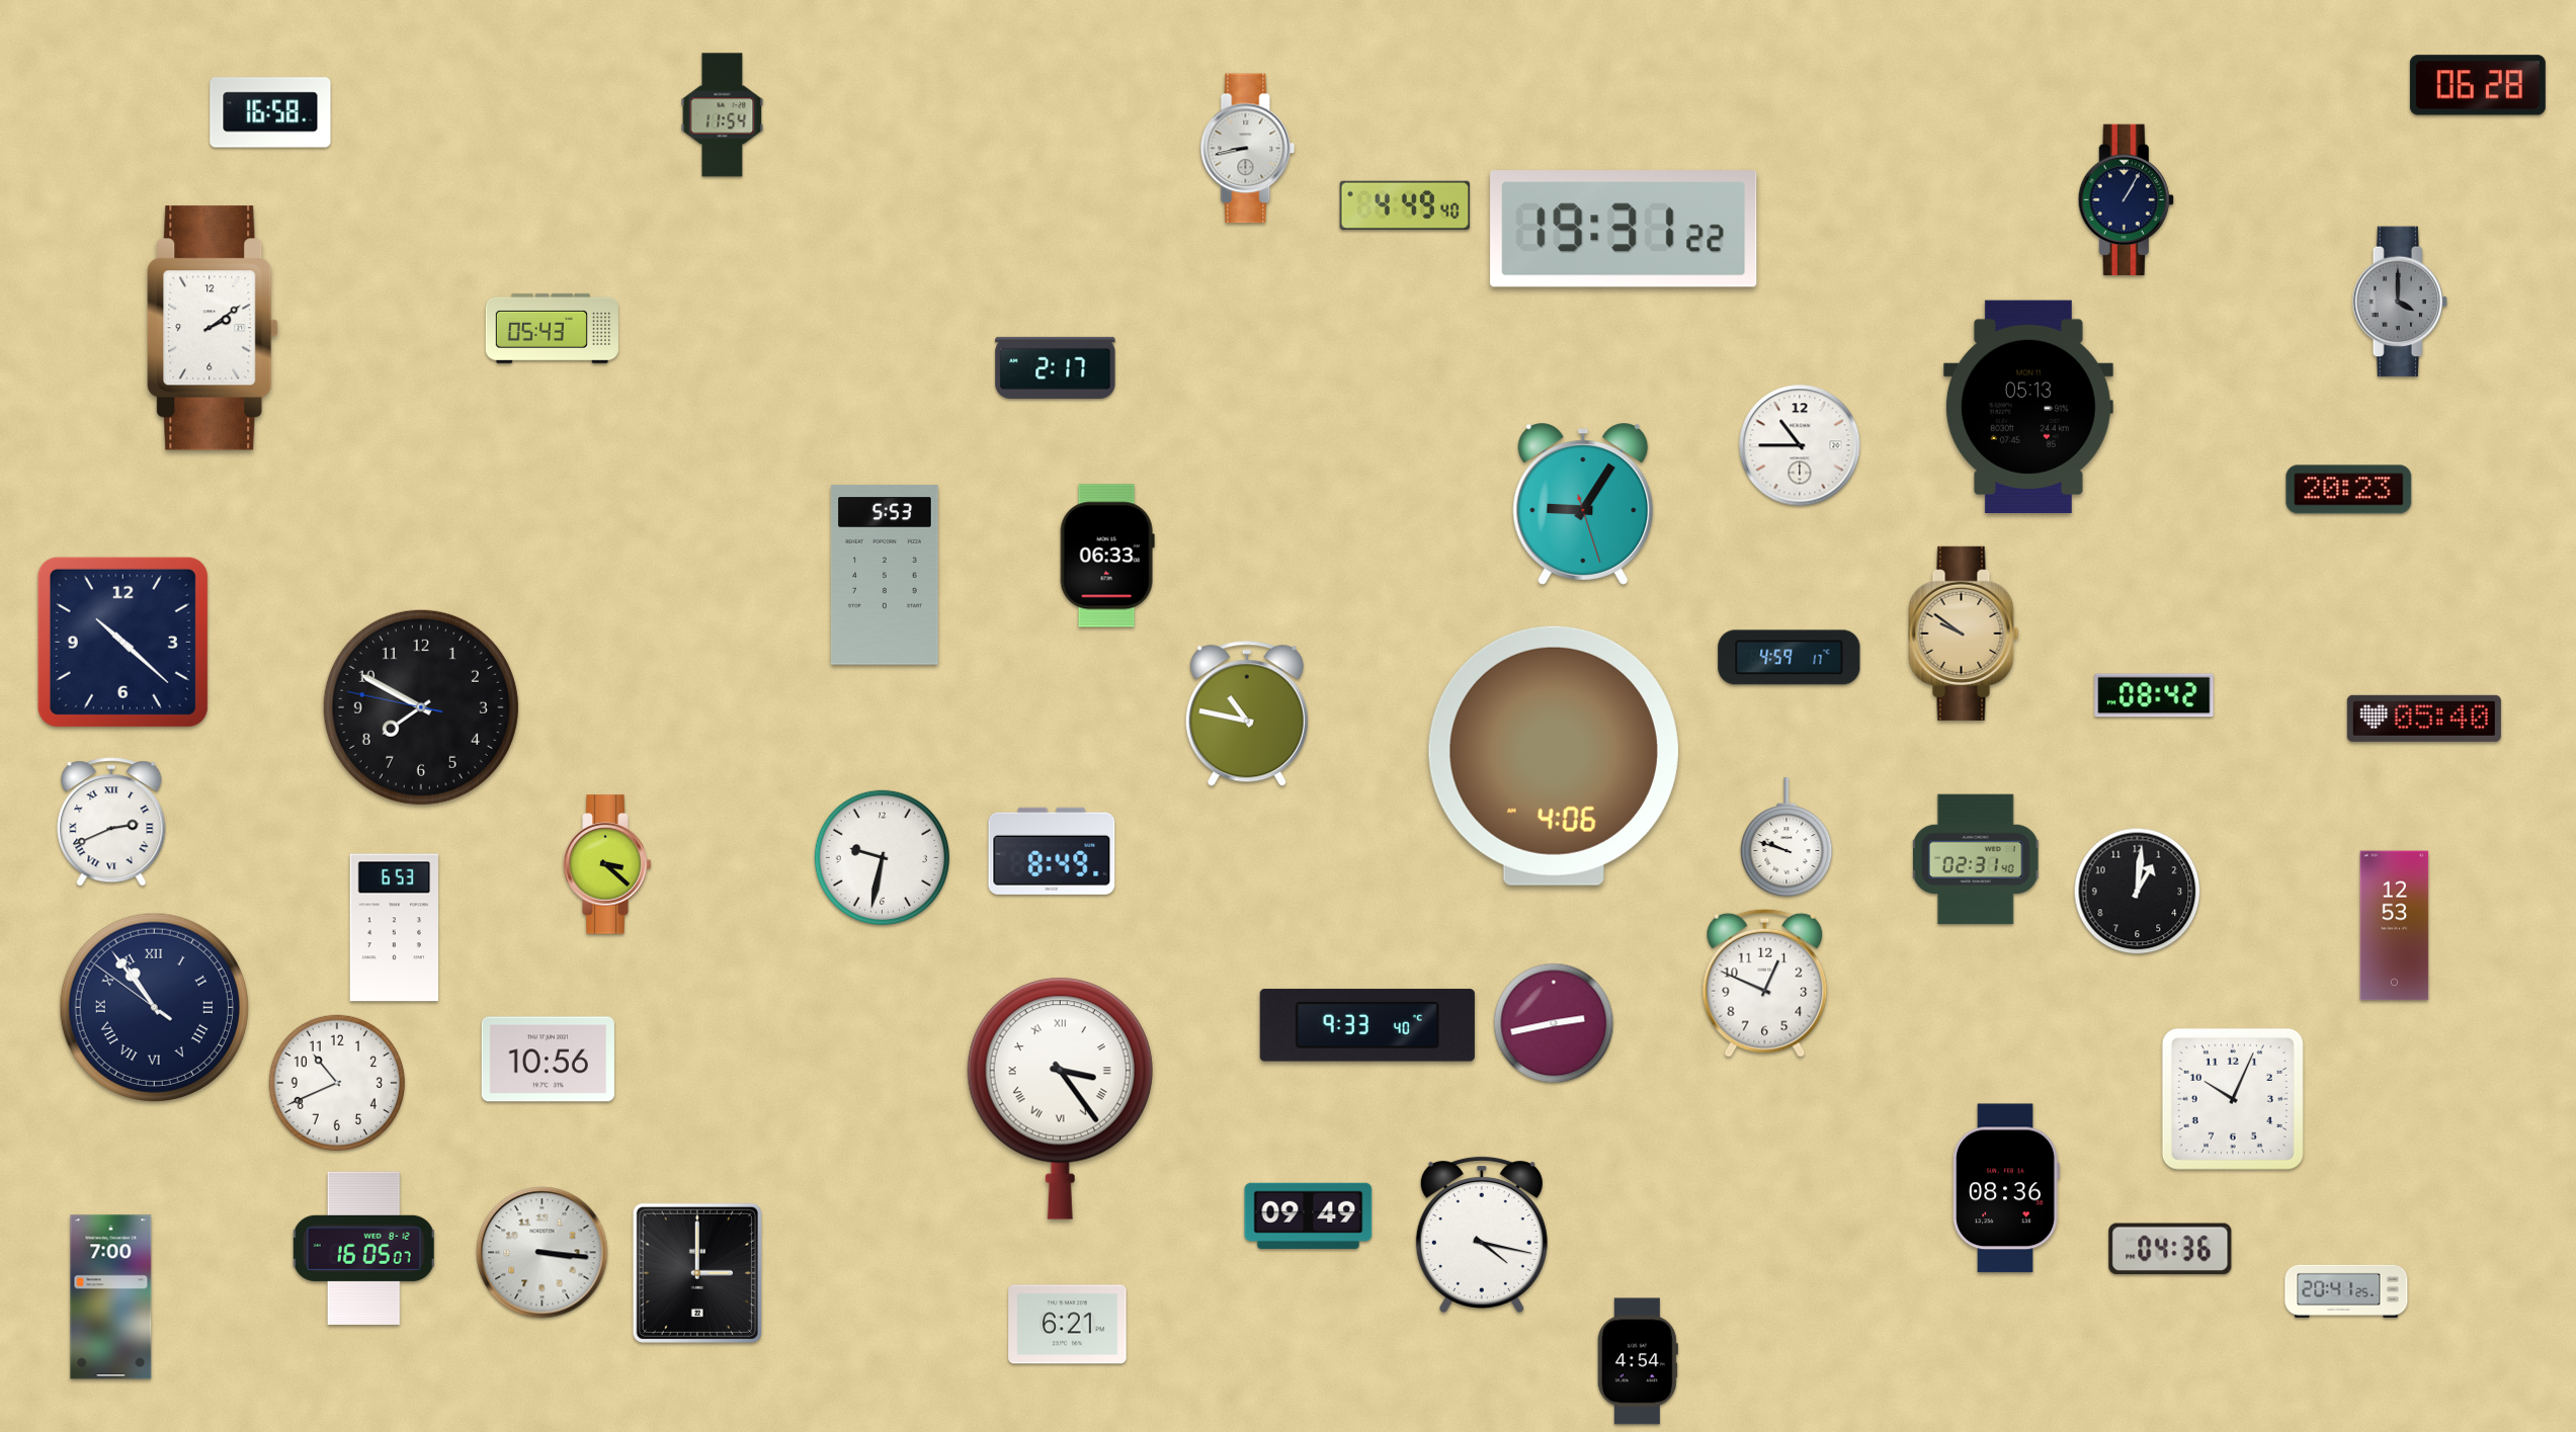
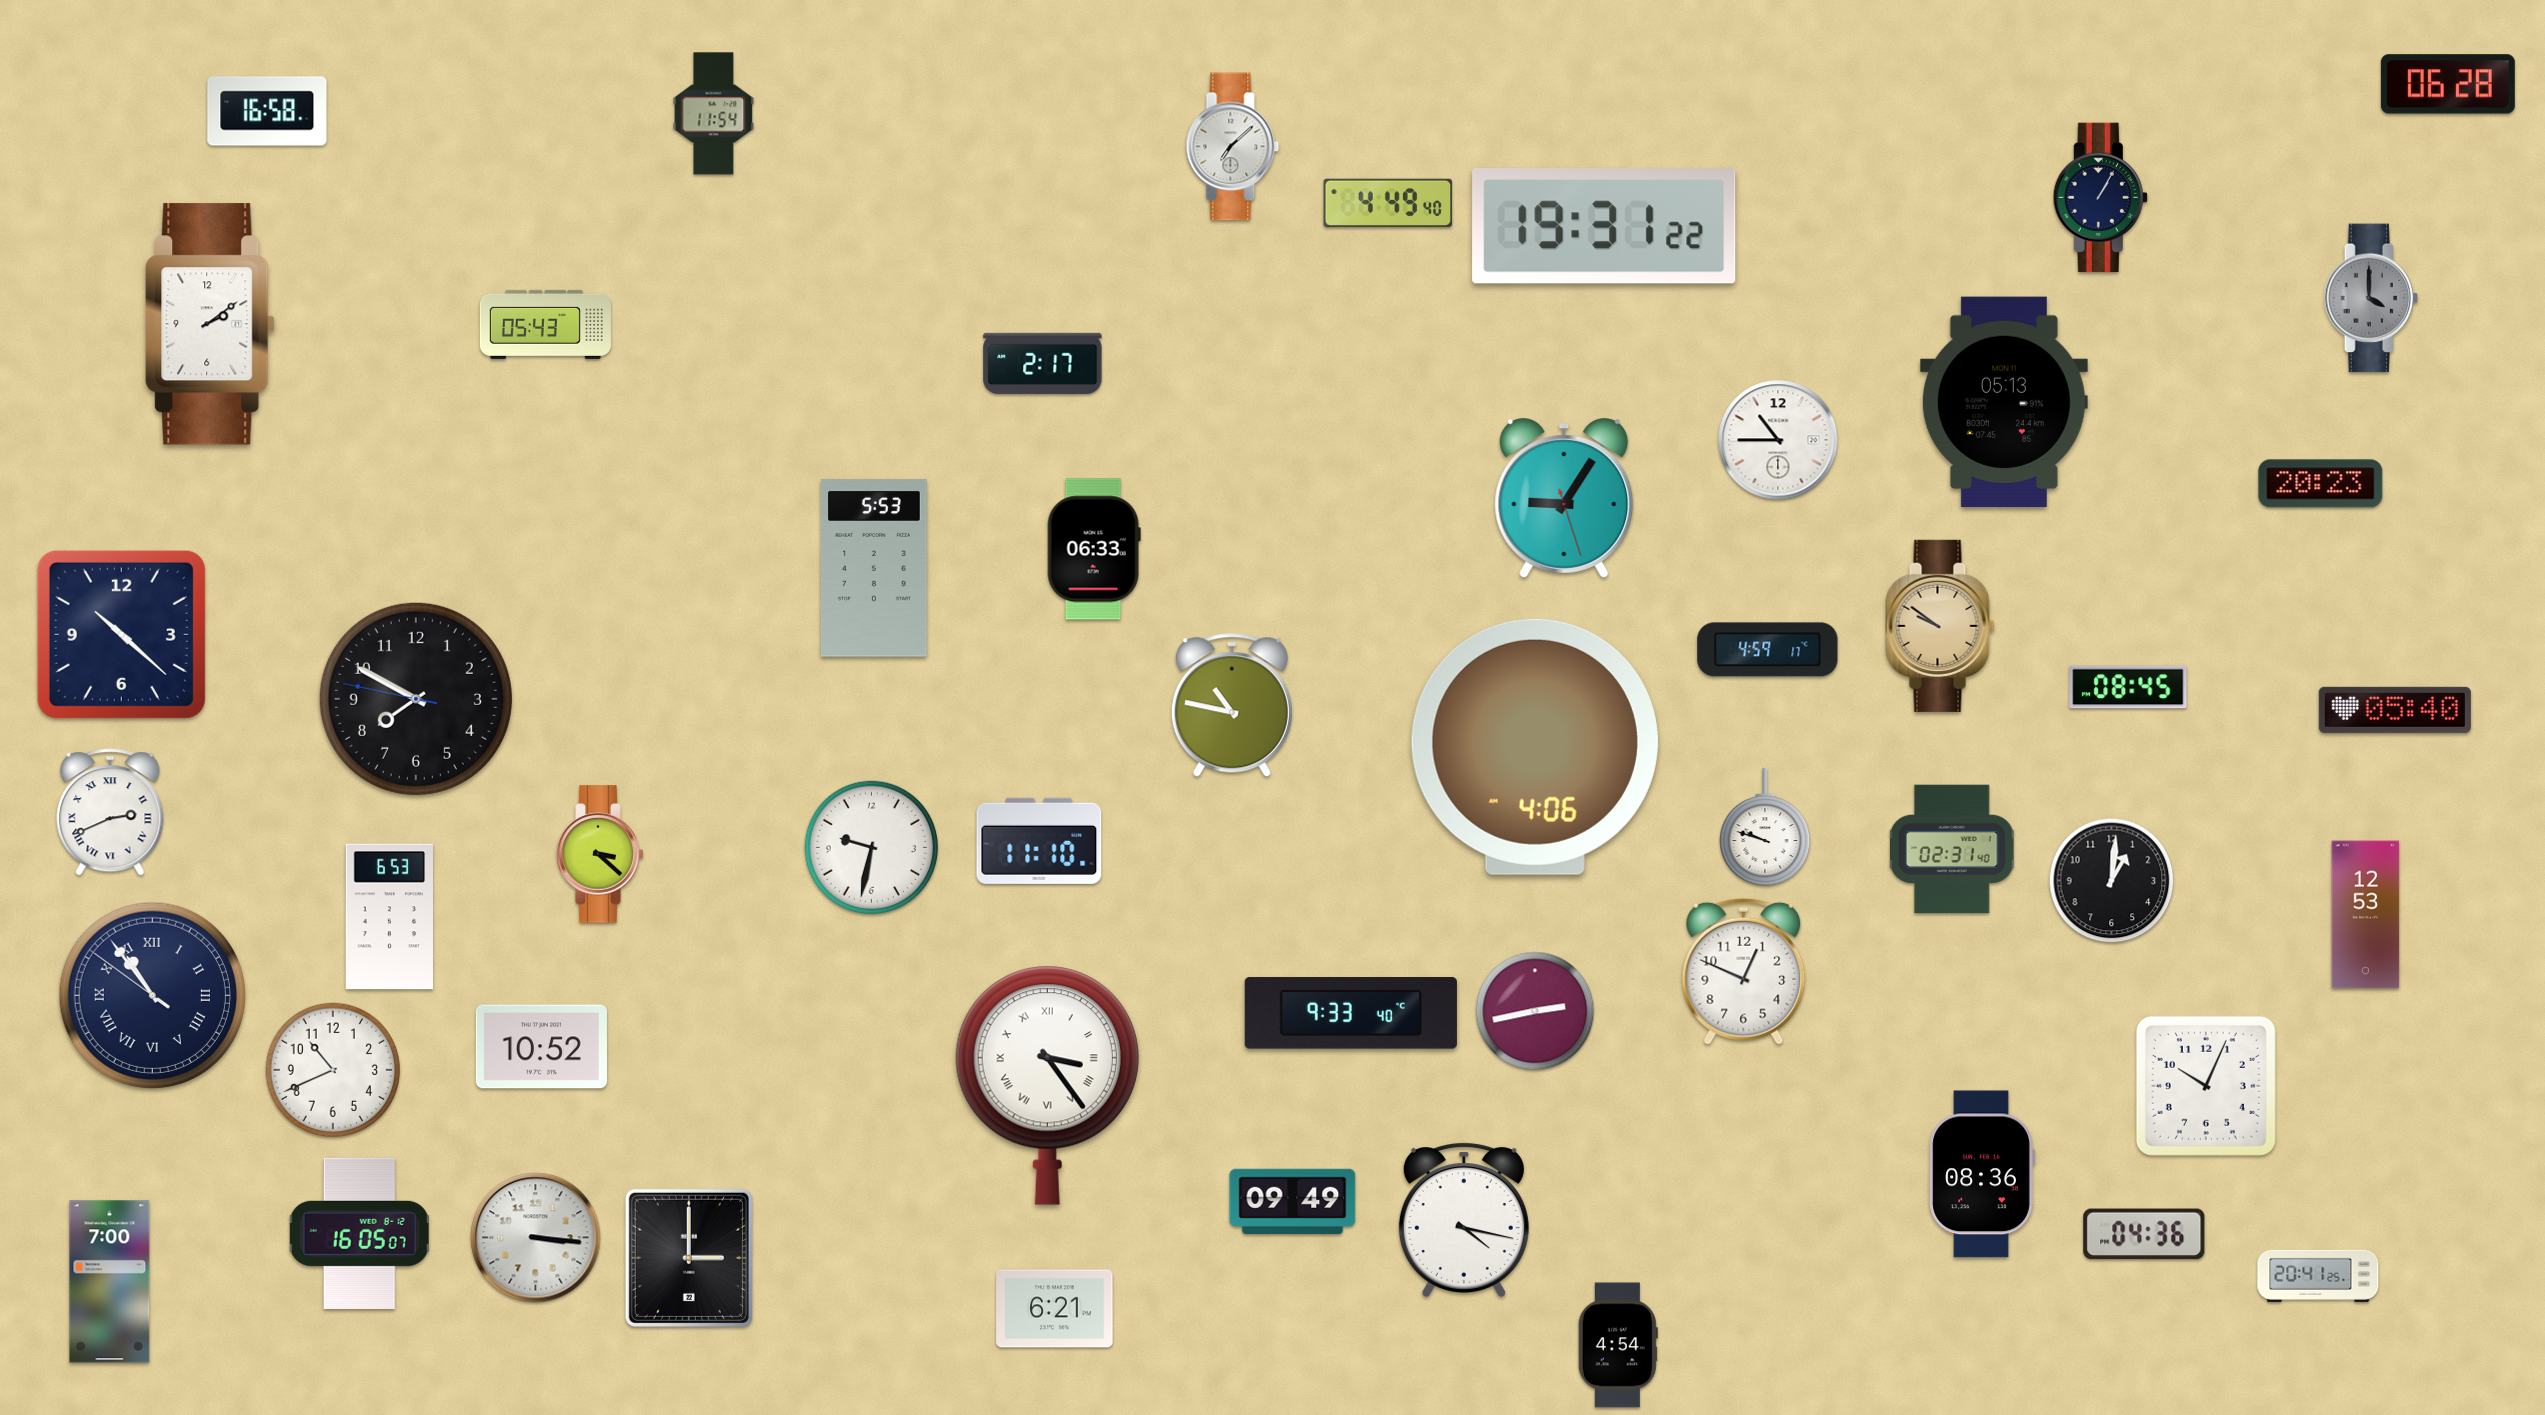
clock at (1248, 149): 8:43 -> 7:08
clock at (2154, 695): 08:42 -> 08:45
clock at (1052, 851): 8:49 -> 11:10
clock at (548, 1060): 10:56 -> 10:52
